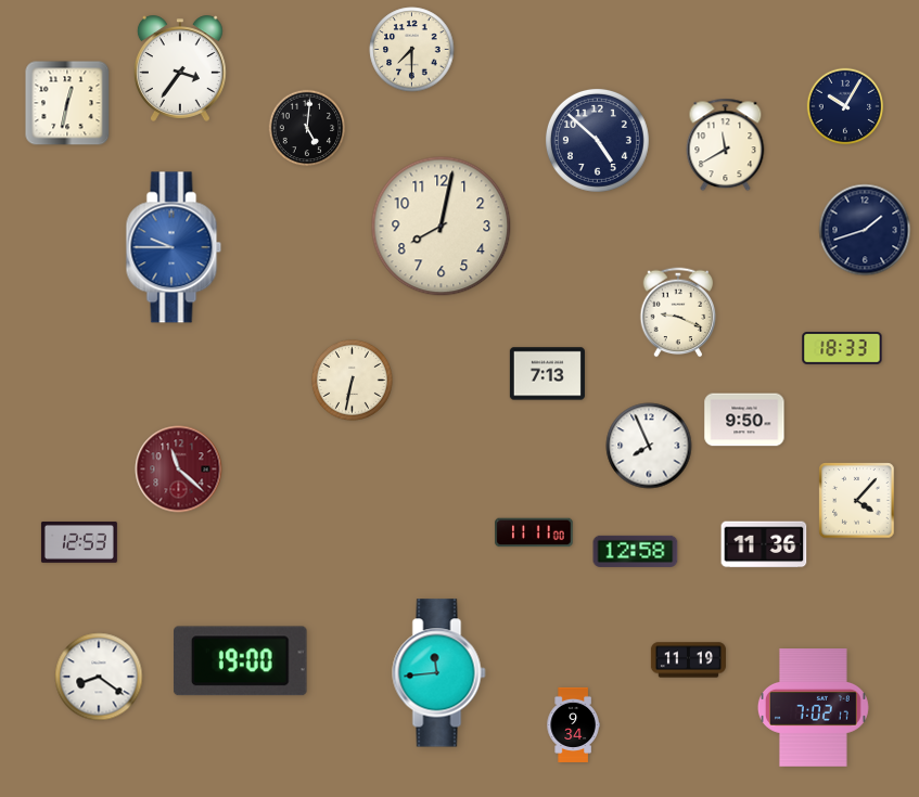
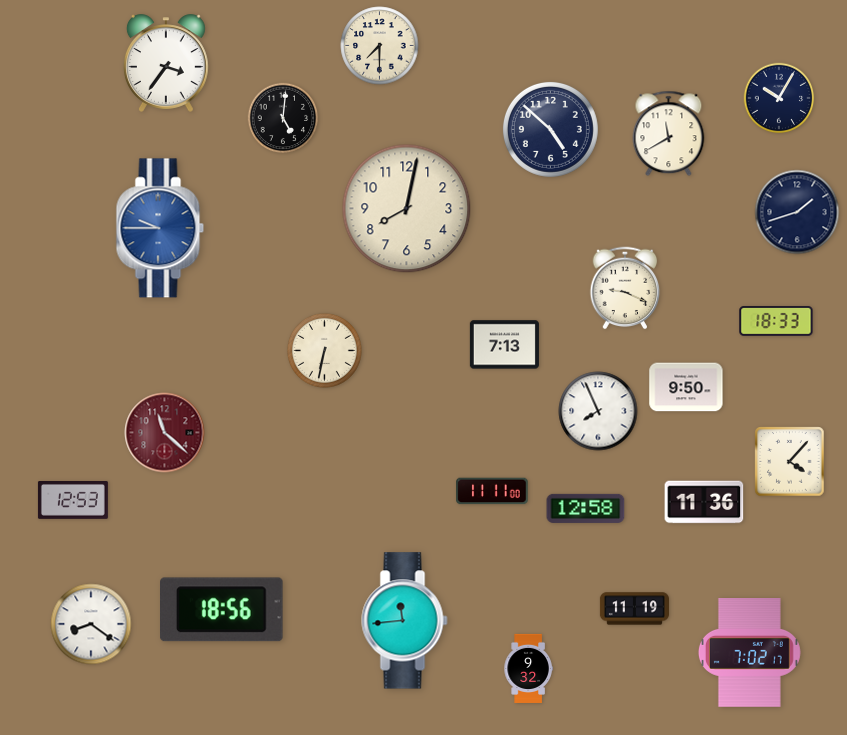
clock at (67, 103): 12:32 -> none
clock at (241, 661): 19:00 -> 18:56
clock at (573, 724): 9:34 -> 9:32
